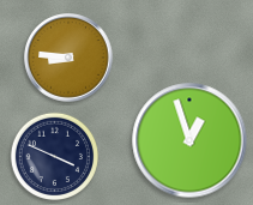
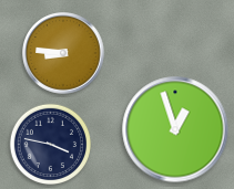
clock at (54, 156): 3:49 -> 3:47
